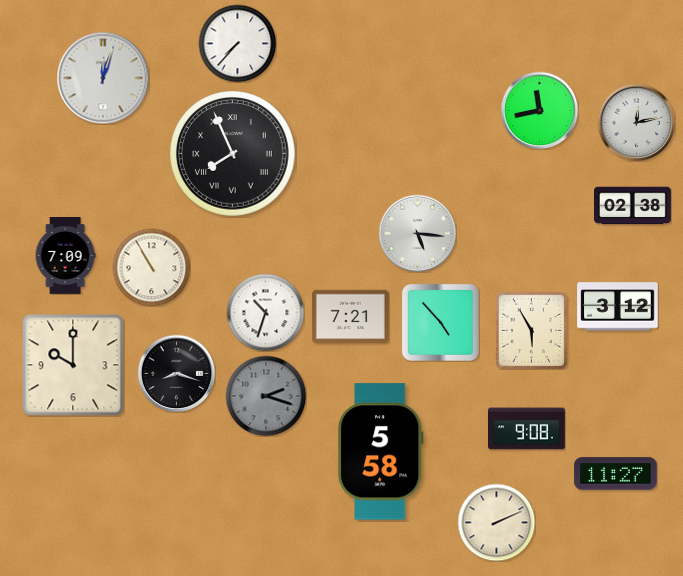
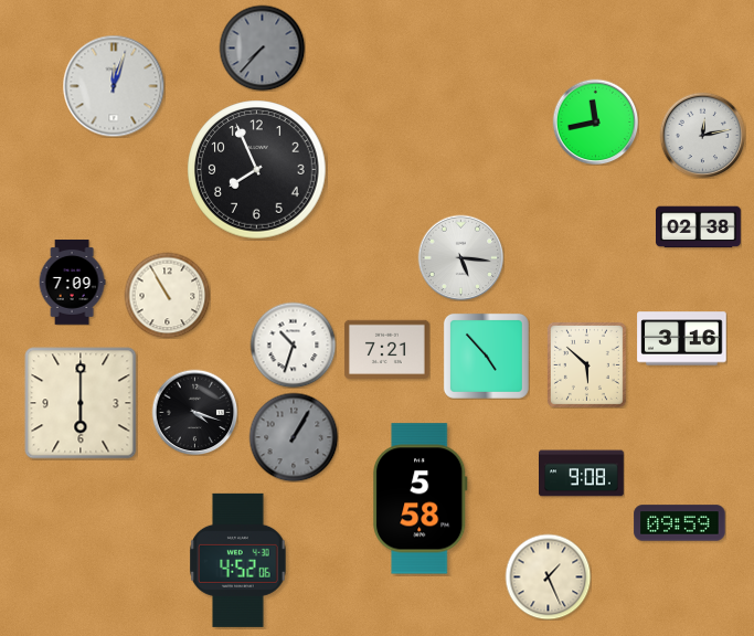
clock at (237, 43) dial: white -> grey
clock at (233, 154) numerals: Roman -> Arabic
clock at (618, 307): 3:12 -> 3:16
clock at (531, 330): 5:55 -> 5:52
clock at (73, 365): 10:00 -> 6:00
clock at (176, 373): 8:18 -> 4:18
clock at (266, 396): 2:18 -> 1:05
clock at (616, 474): 11:27 -> 09:59
clock at (238, 560): none -> 4:52
clock at (496, 522): 2:11 -> 1:26
